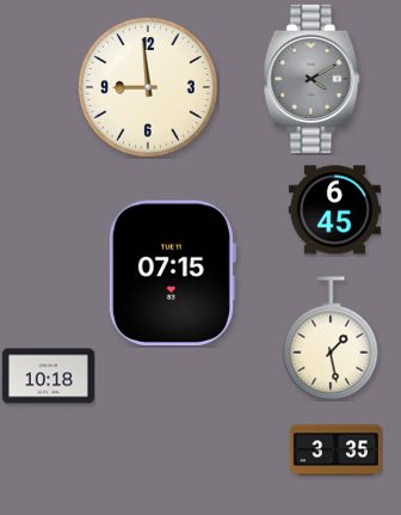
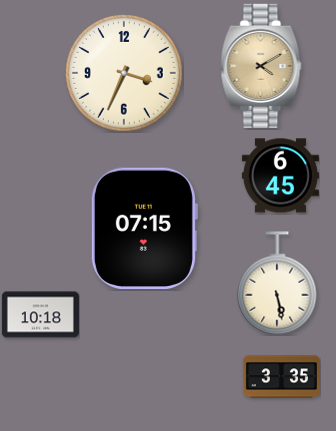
clock at (311, 78) dial: grey -> champagne
clock at (148, 87): 8:59 -> 3:34
clock at (331, 338): 1:28 -> 5:28
